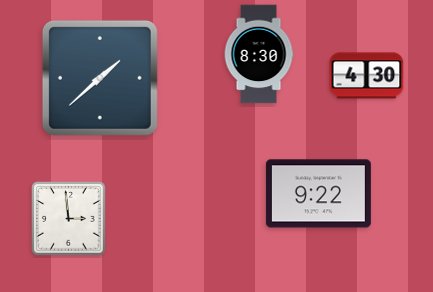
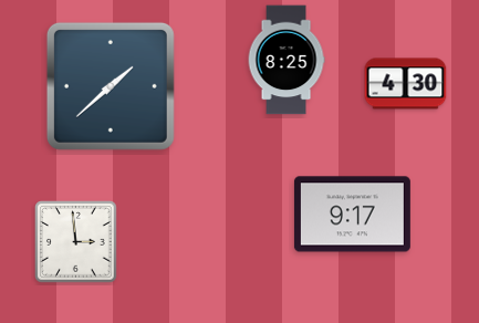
clock at (259, 54): 8:30 -> 8:25
clock at (318, 194): 9:22 -> 9:17
